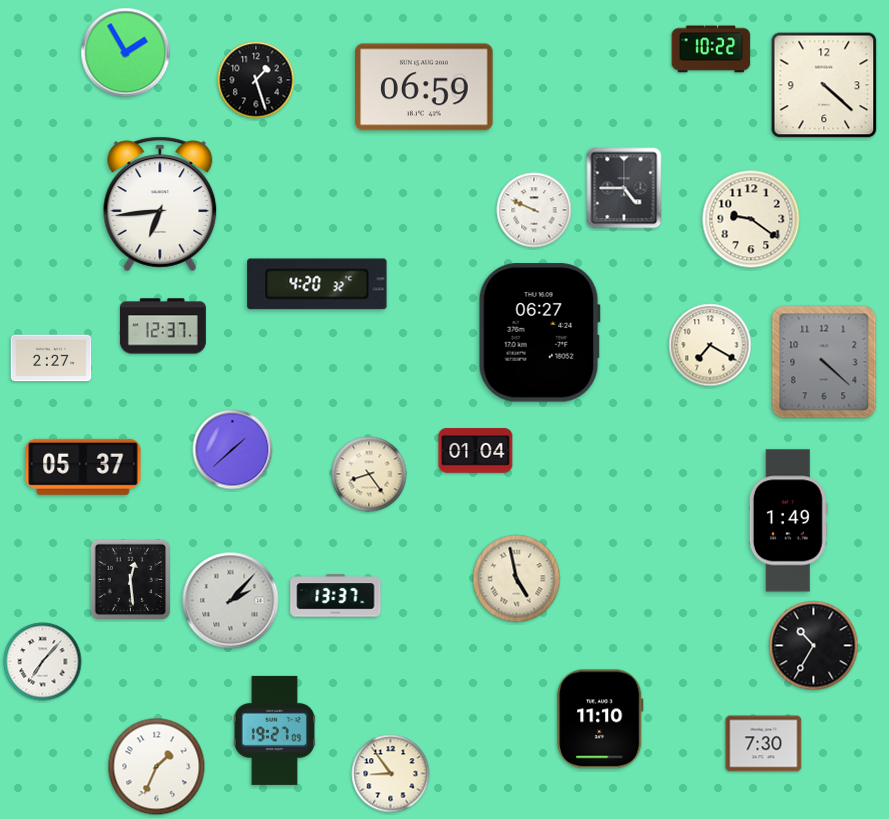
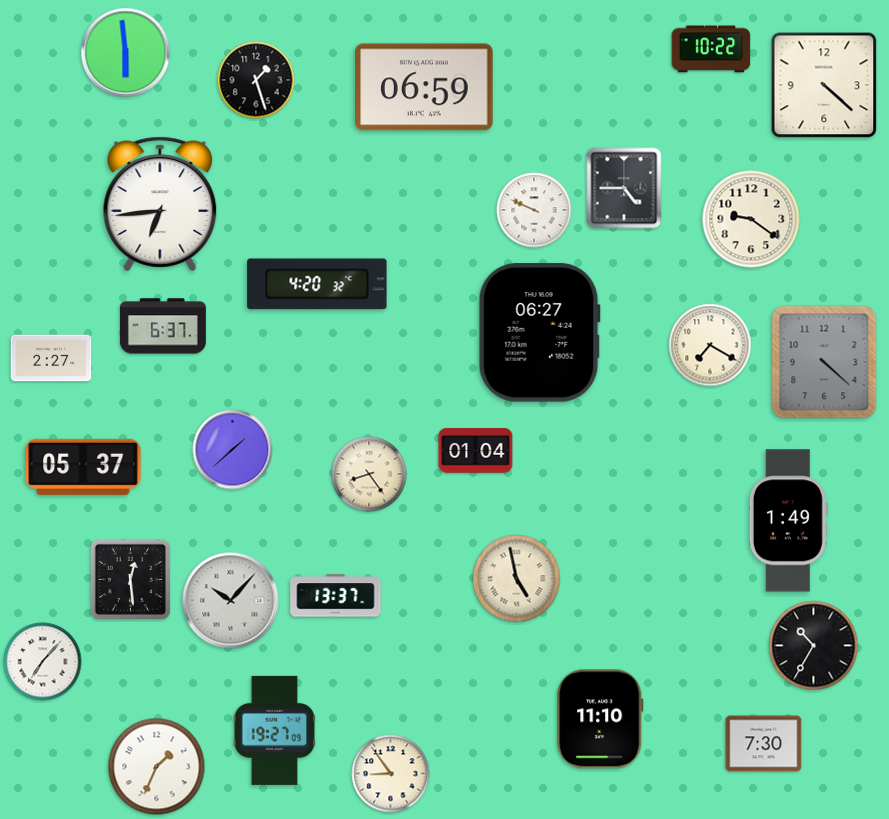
clock at (126, 53): 1:55 -> 5:59
clock at (163, 326): 12:37 -> 6:37
clock at (231, 601): 2:07 -> 10:07
